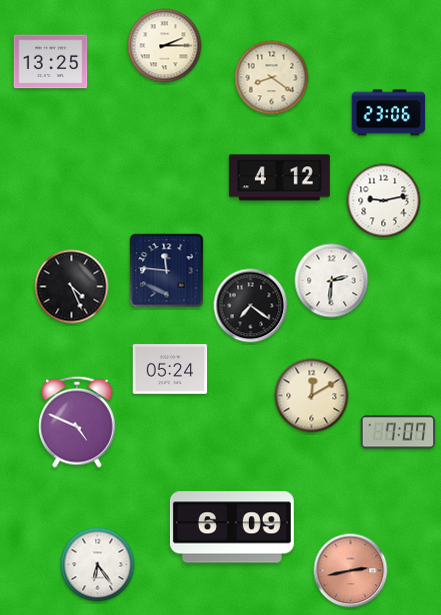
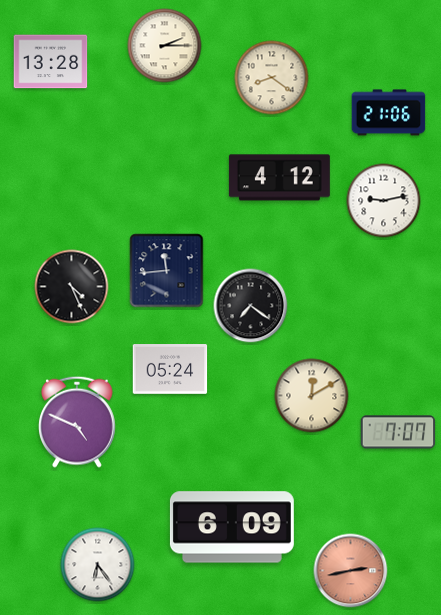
clock at (51, 62): 13:25 -> 13:28
clock at (389, 113): 23:06 -> 21:06
clock at (167, 271): 11:46 -> 11:44
clock at (332, 281): 2:31 -> none
